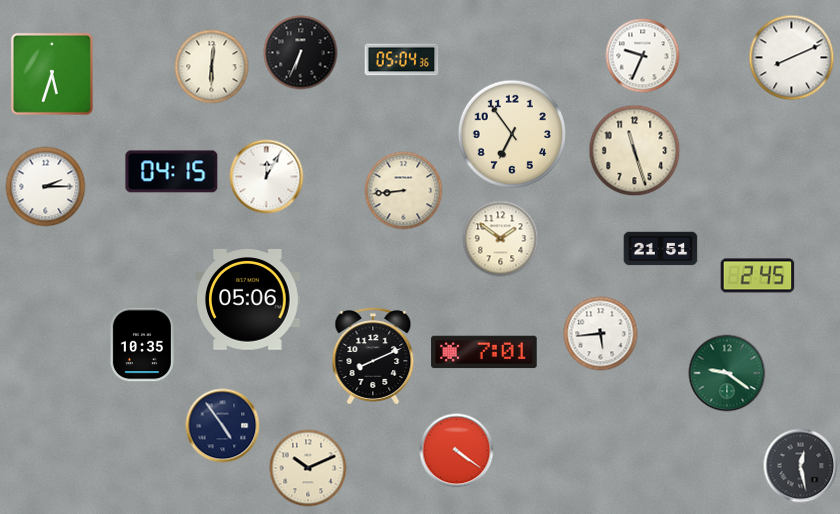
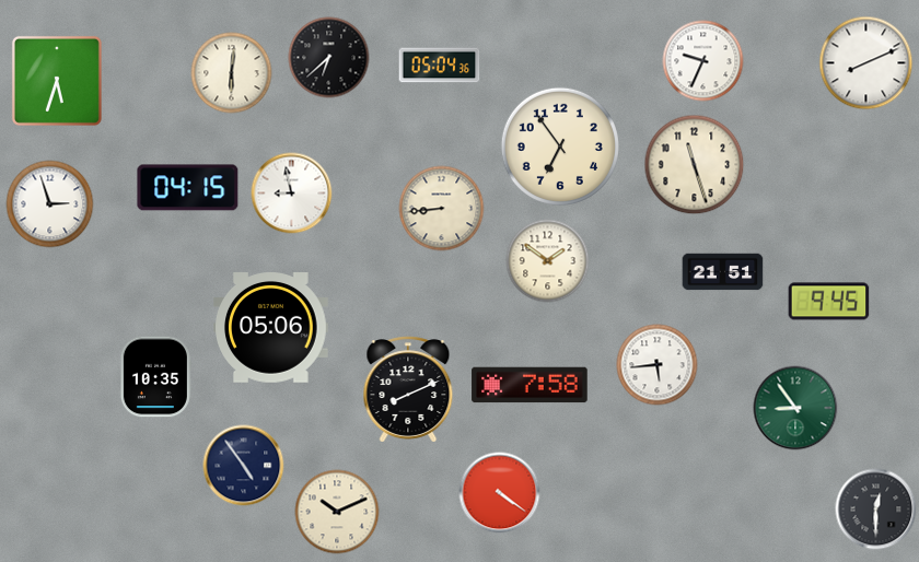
clock at (301, 53): 6:34 -> 6:38
clock at (267, 177): 12:05 -> 8:58
clock at (46, 187): 2:15 -> 2:57
clock at (758, 276): 2:45 -> 9:45
clock at (484, 352): 7:01 -> 7:58
clock at (727, 373): 9:21 -> 8:54
clock at (801, 466): 12:28 -> 12:30
